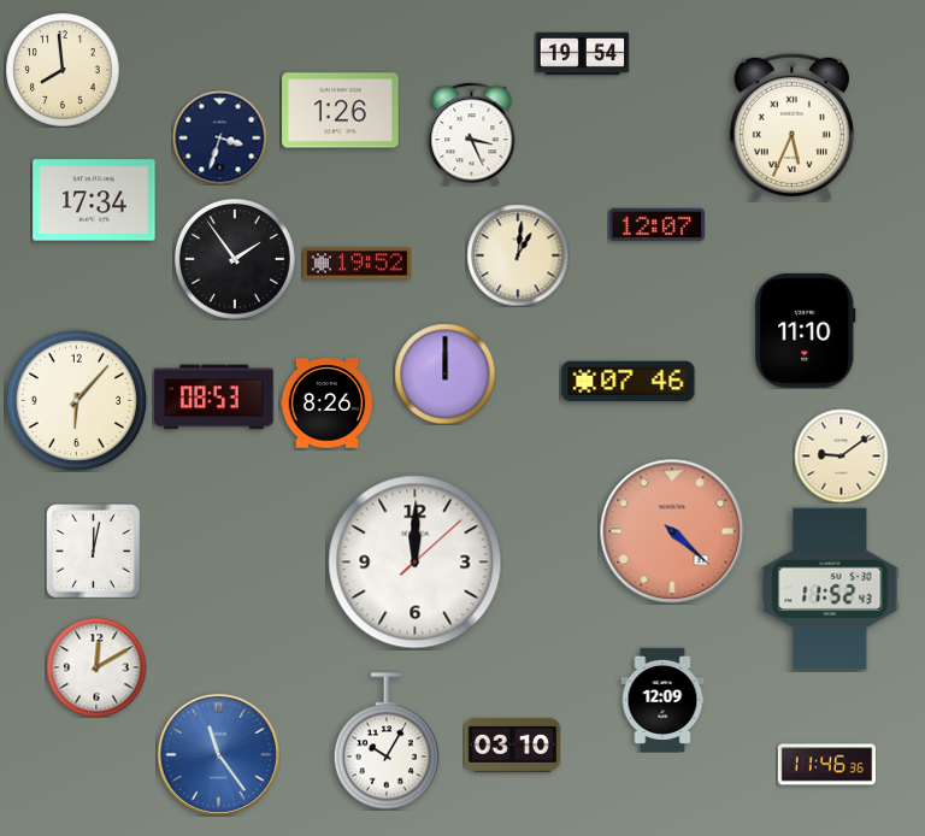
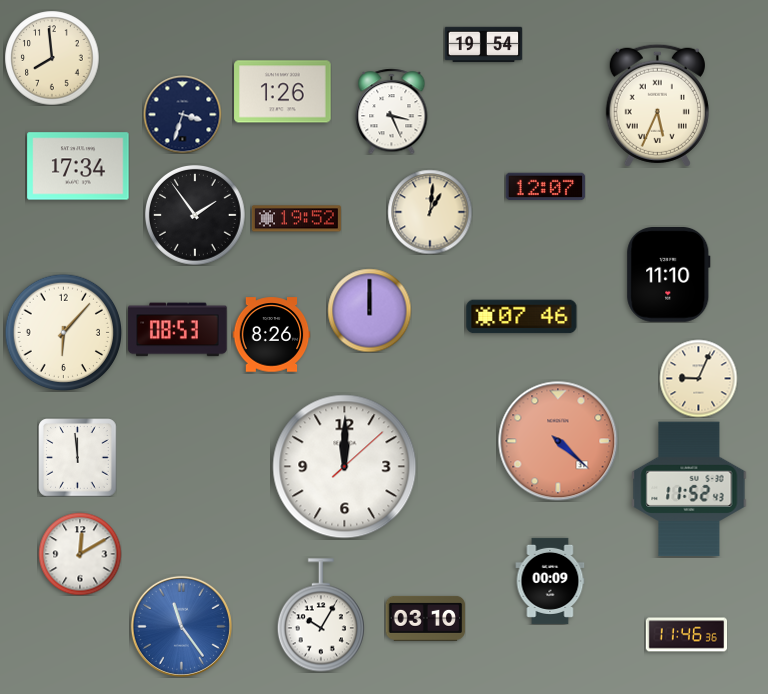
clock at (841, 455): 9:09 -> 9:04
clock at (93, 551): 12:02 -> 11:59
clock at (662, 700): 12:09 -> 00:09
